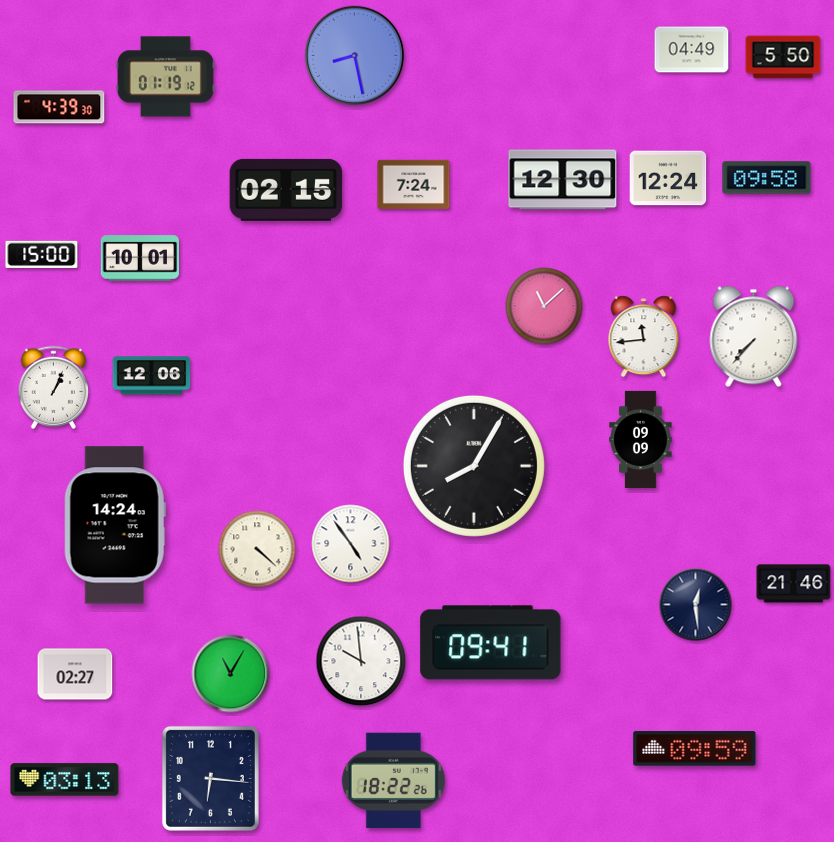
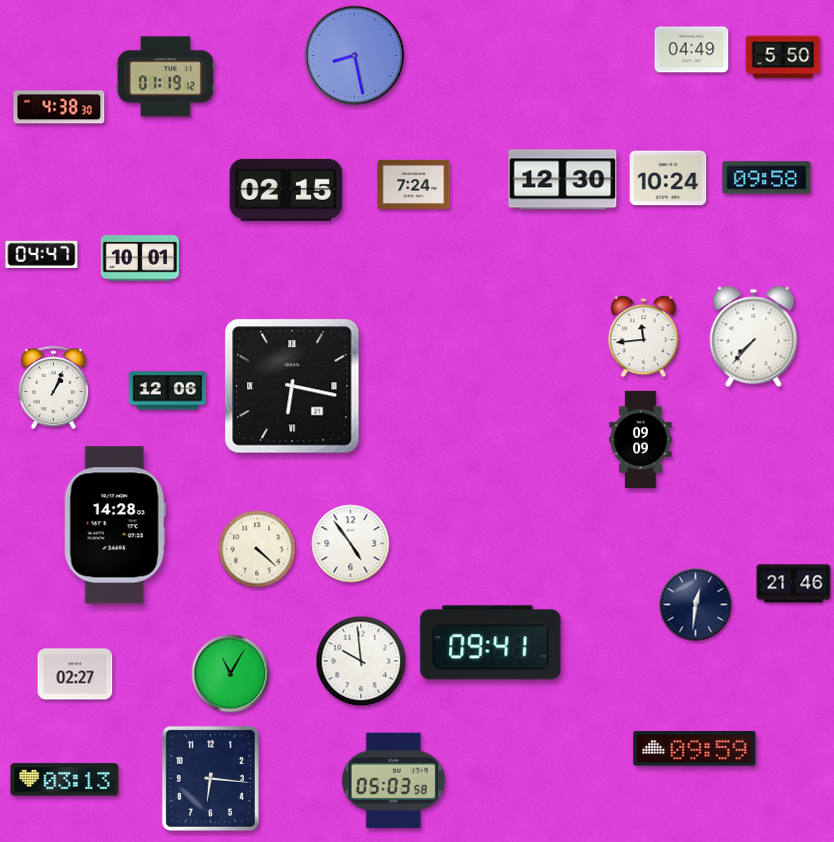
clock at (59, 107): 4:39 -> 4:38
clock at (668, 178): 12:24 -> 10:24
clock at (42, 254): 15:00 -> 04:47
clock at (544, 306): 11:08 -> none
clock at (152, 376) position: (152, 376) -> (168, 391)
clock at (292, 386): none -> 6:17
clock at (474, 466): 8:05 -> none
clock at (115, 525): 14:24 -> 14:28
clock at (696, 605): 12:29 -> 12:31
clock at (393, 781): 18:22 -> 05:03
